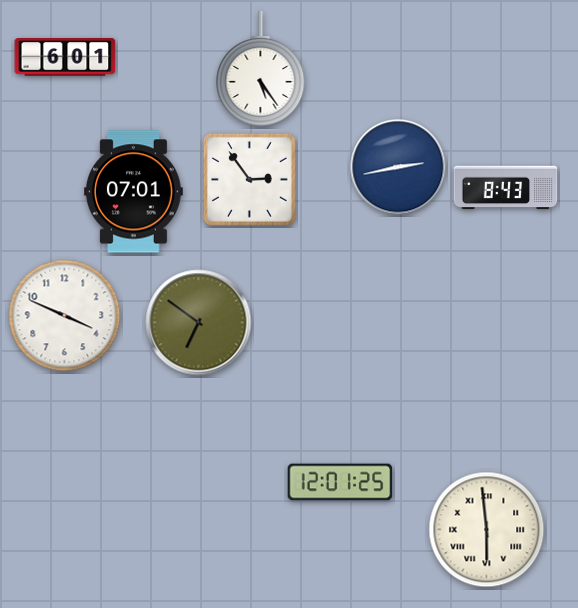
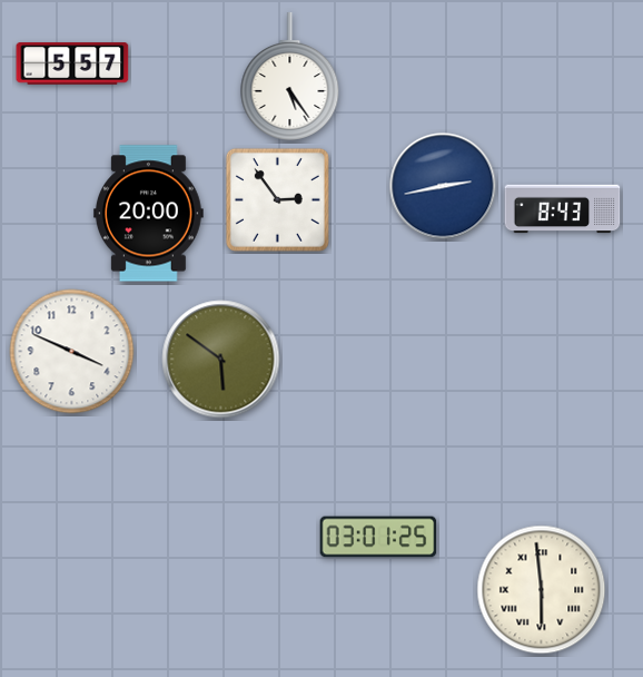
clock at (65, 58): 6:01 -> 5:57
clock at (133, 192): 07:01 -> 20:00
clock at (199, 323): 6:51 -> 5:51
clock at (340, 482): 12:01 -> 03:01
